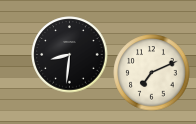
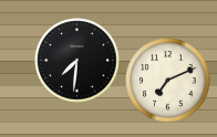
clock at (70, 55): 8:31 -> 7:31
